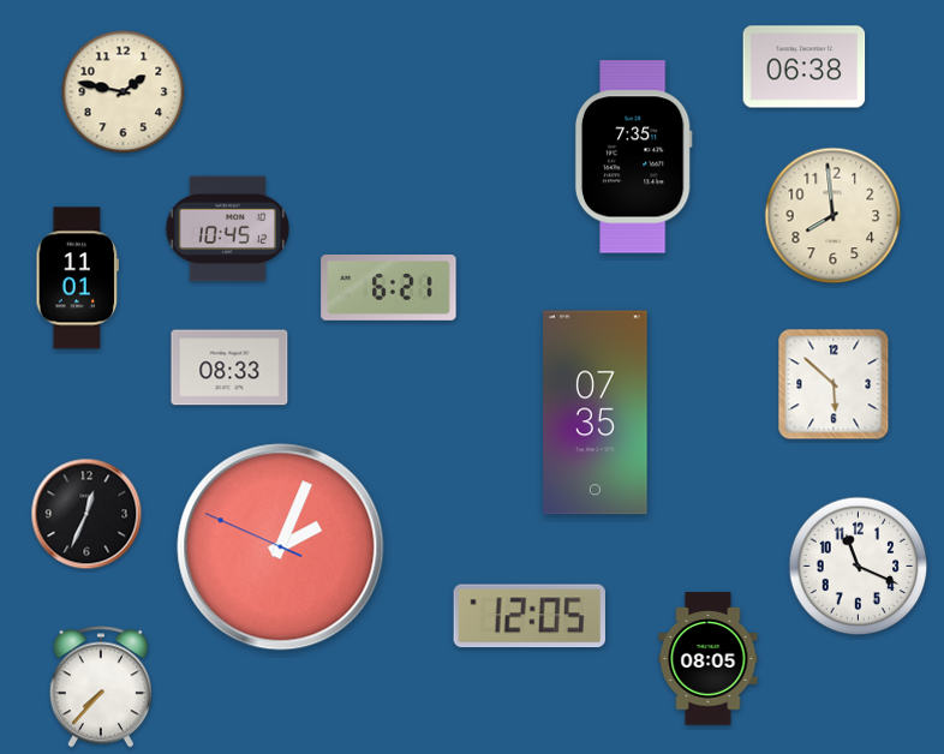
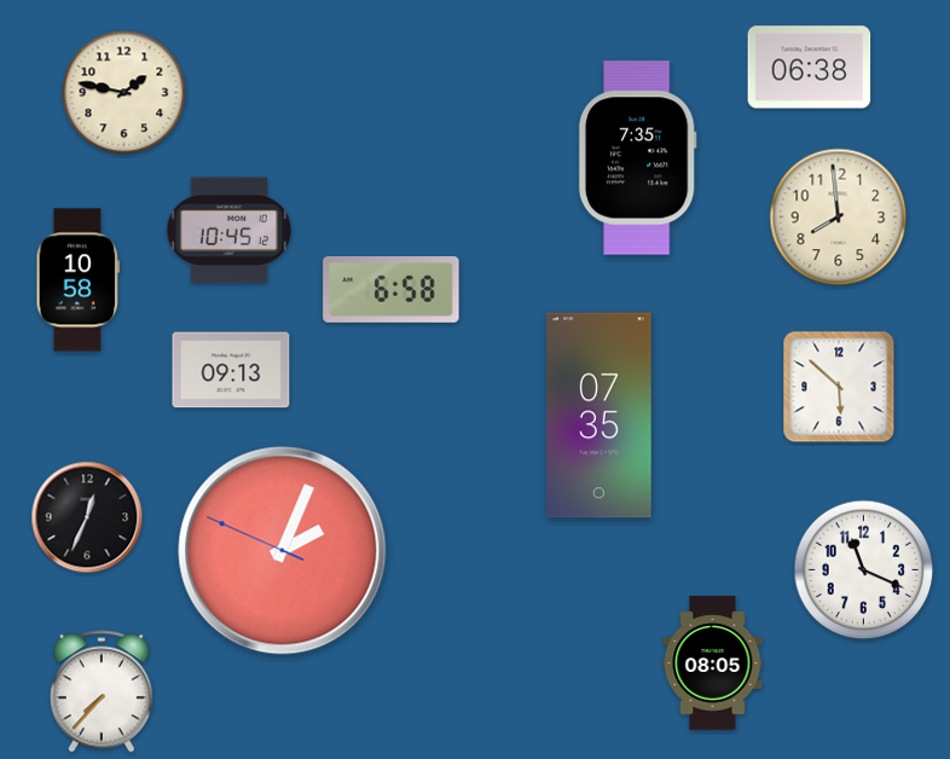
clock at (77, 279): 11:01 -> 10:58
clock at (389, 288): 6:21 -> 6:58
clock at (229, 367): 08:33 -> 09:13
clock at (530, 616): 12:05 -> none
